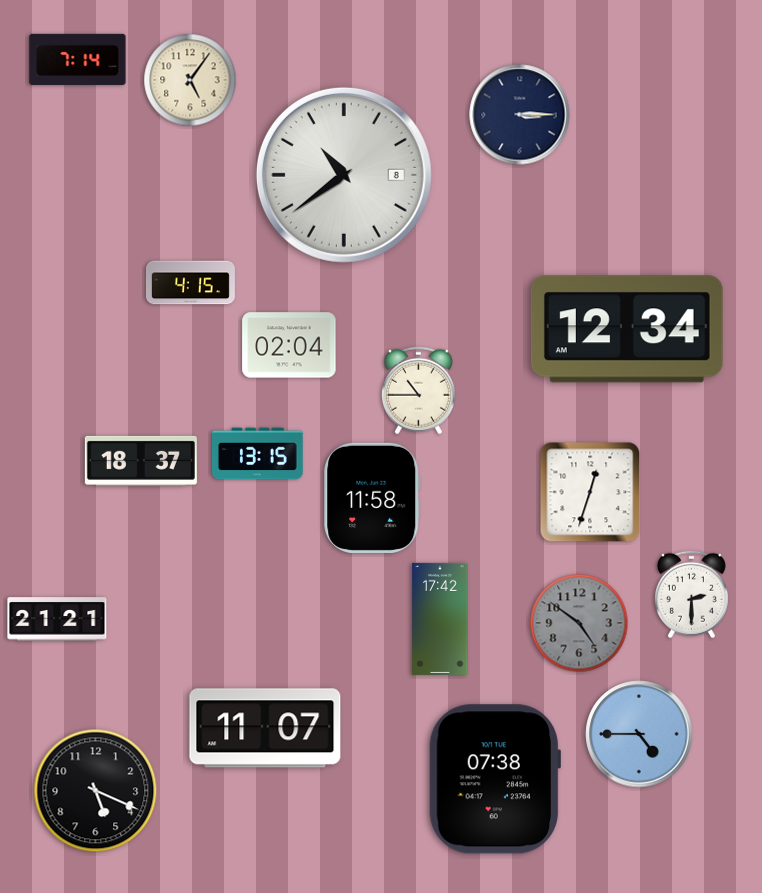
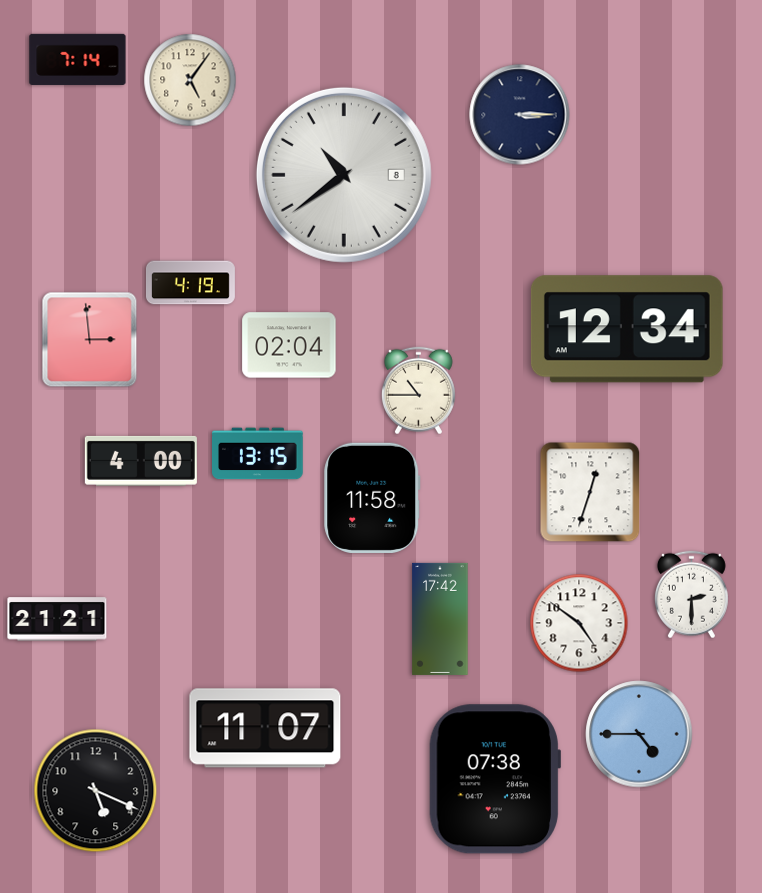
clock at (190, 283): 4:15 -> 4:19
clock at (90, 340): none -> 2:59
clock at (141, 461): 18:37 -> 4:00
clock at (579, 623) dial: grey -> white
